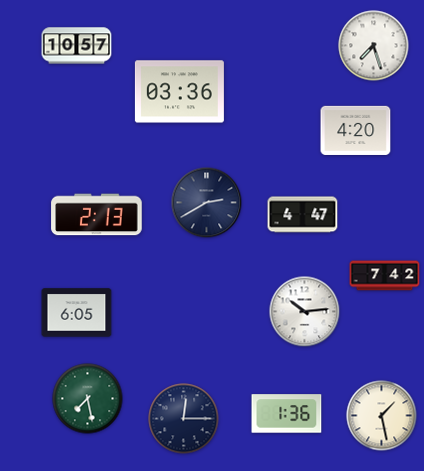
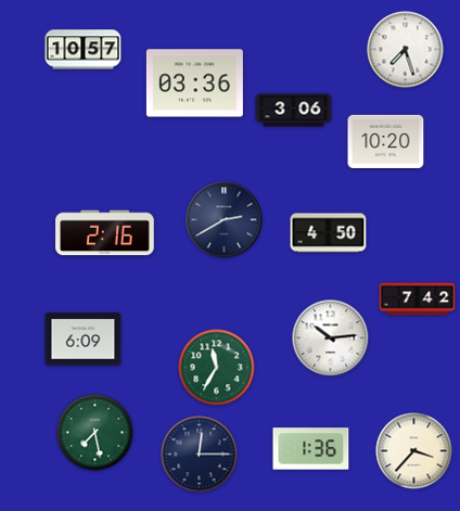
clock at (179, 92) position: (179, 92) -> (194, 84)
clock at (294, 111): none -> 3:06
clock at (356, 130): 4:20 -> 10:20
clock at (97, 215): 2:13 -> 2:16
clock at (303, 215): 4:47 -> 4:50
clock at (77, 313): 6:05 -> 6:09
clock at (217, 368): none -> 11:35
clock at (382, 416): 1:28 -> 3:37
